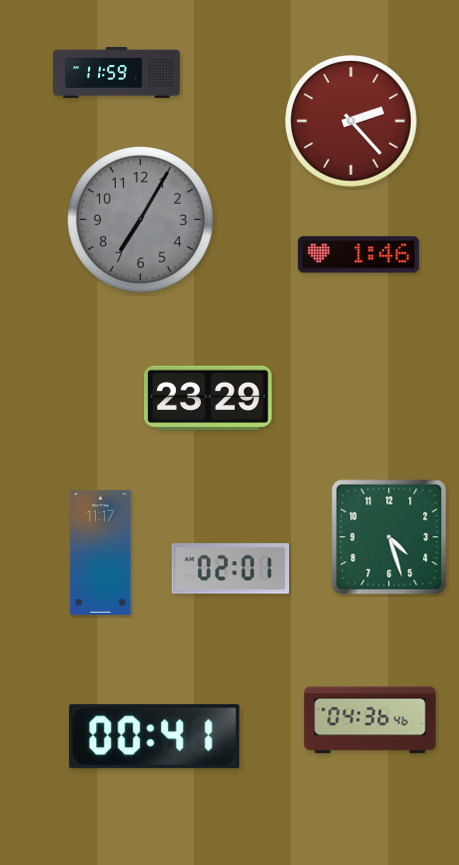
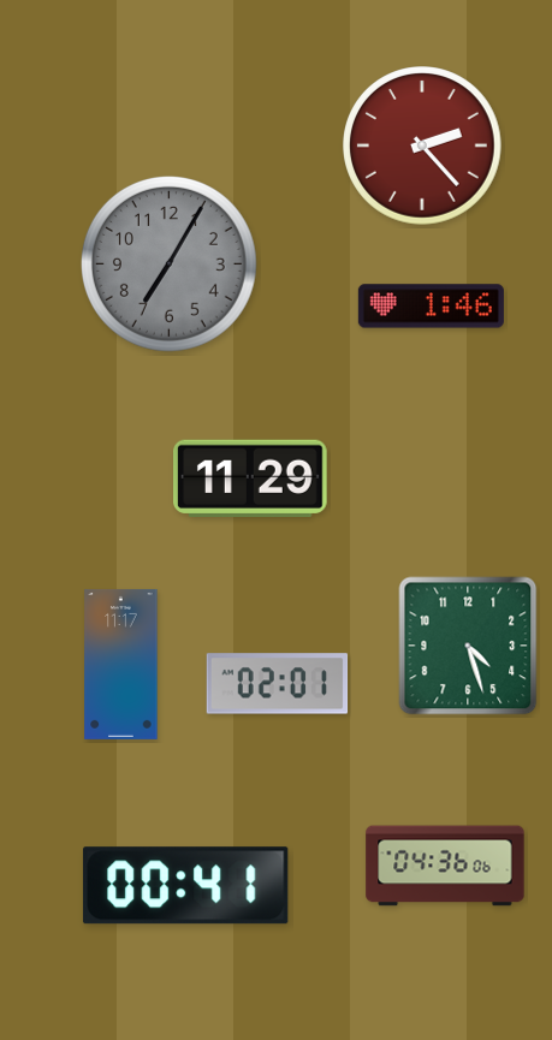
clock at (117, 73): 11:59 -> none
clock at (209, 397): 23:29 -> 11:29
clock at (370, 720): 04:36:46 -> 04:36:06
